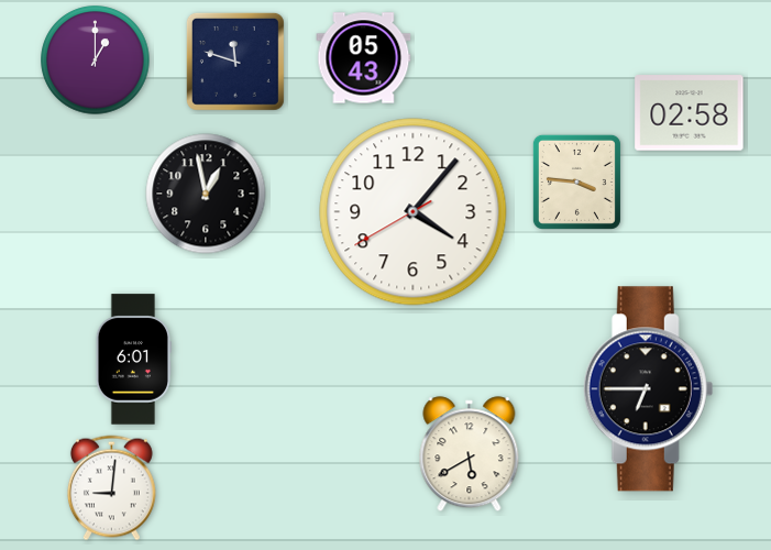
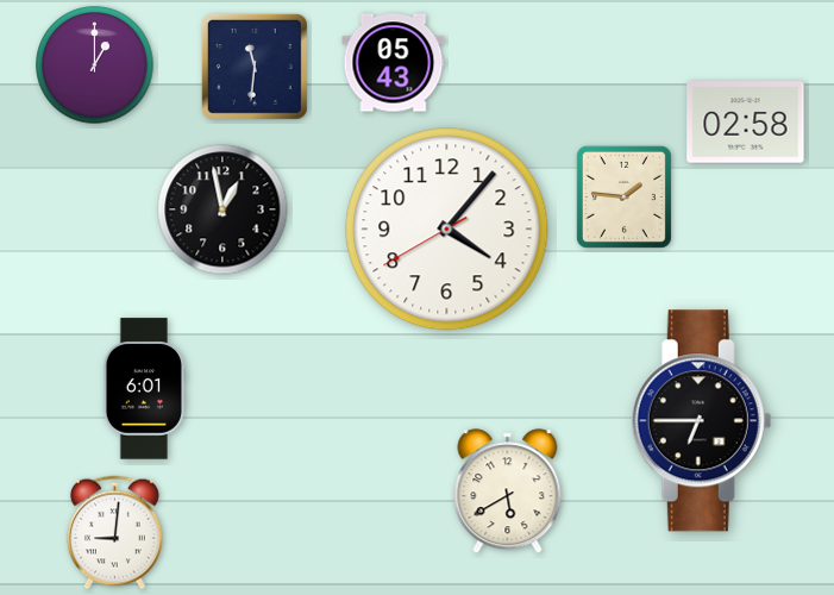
clock at (96, 61) position: (96, 61) -> (95, 65)
clock at (235, 62): 11:48 -> 11:31
clock at (576, 182): 3:46 -> 1:46
clock at (111, 488) position: (111, 488) -> (114, 533)
